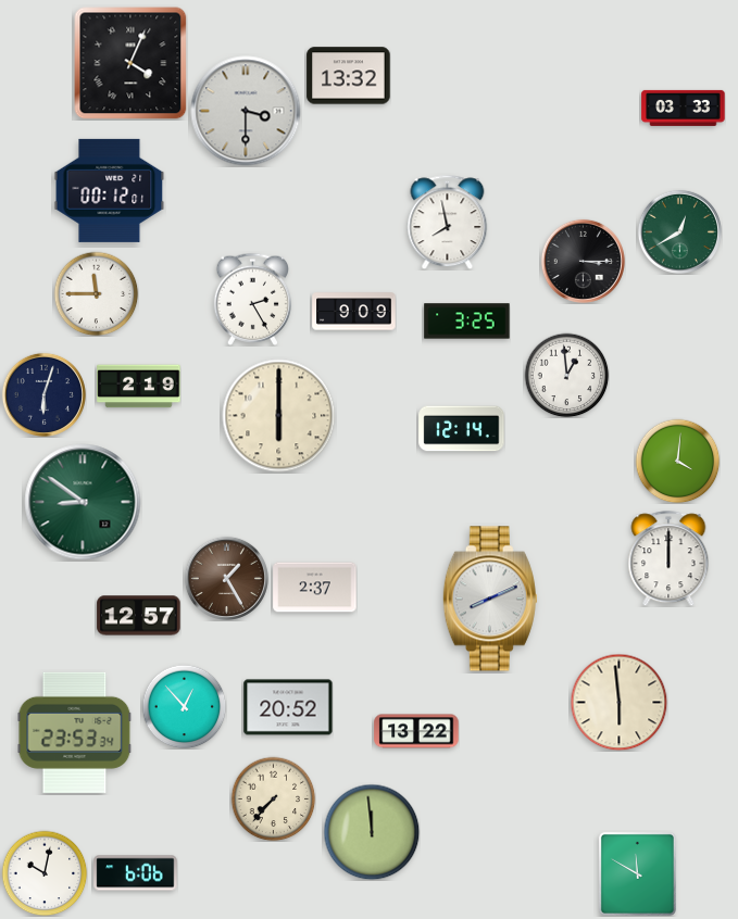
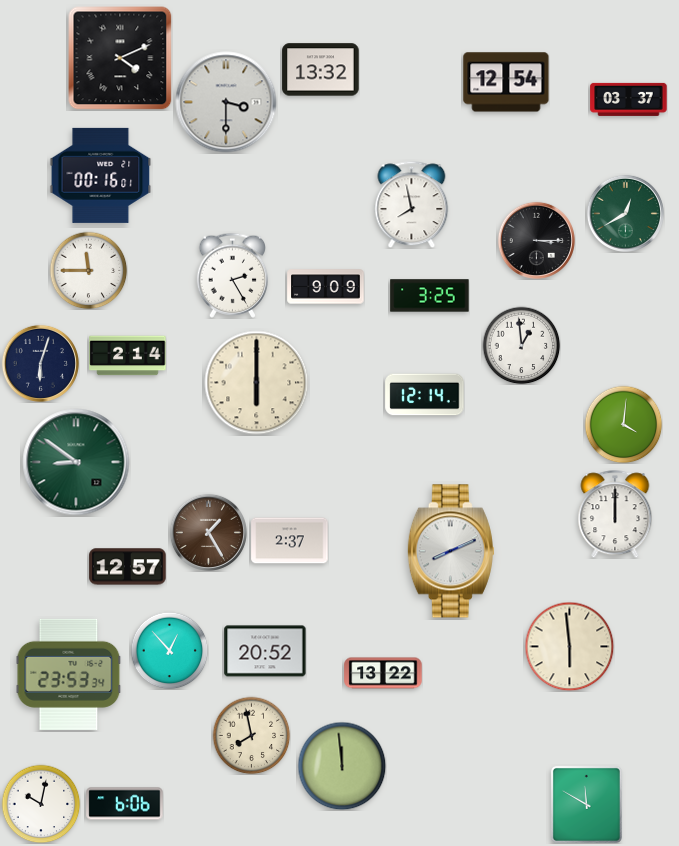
clock at (130, 63): 4:04 -> 4:11
clock at (506, 82): none -> 12:54
clock at (684, 108): 03:33 -> 03:37
clock at (110, 190): 00:12 -> 00:16
clock at (139, 387): 2:19 -> 2:14
clock at (273, 798): 7:37 -> 7:58
